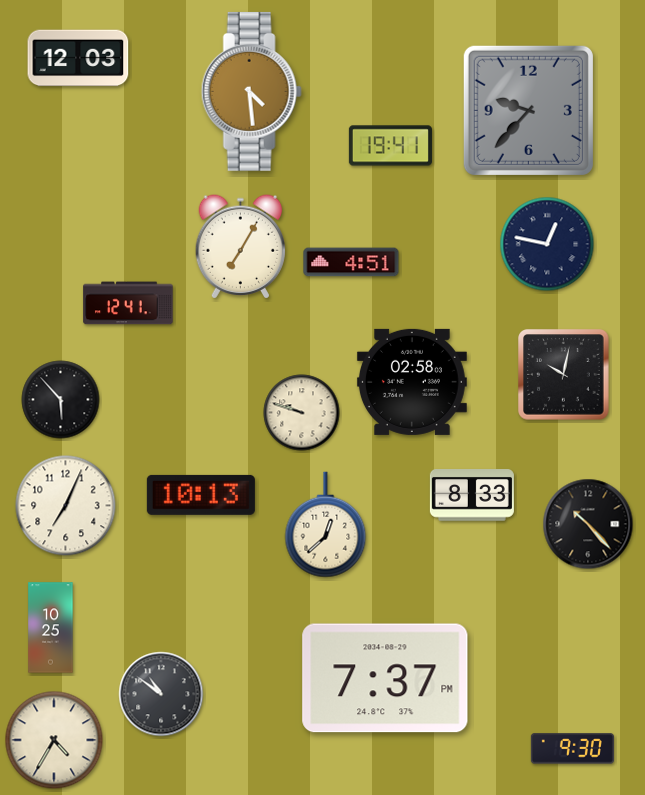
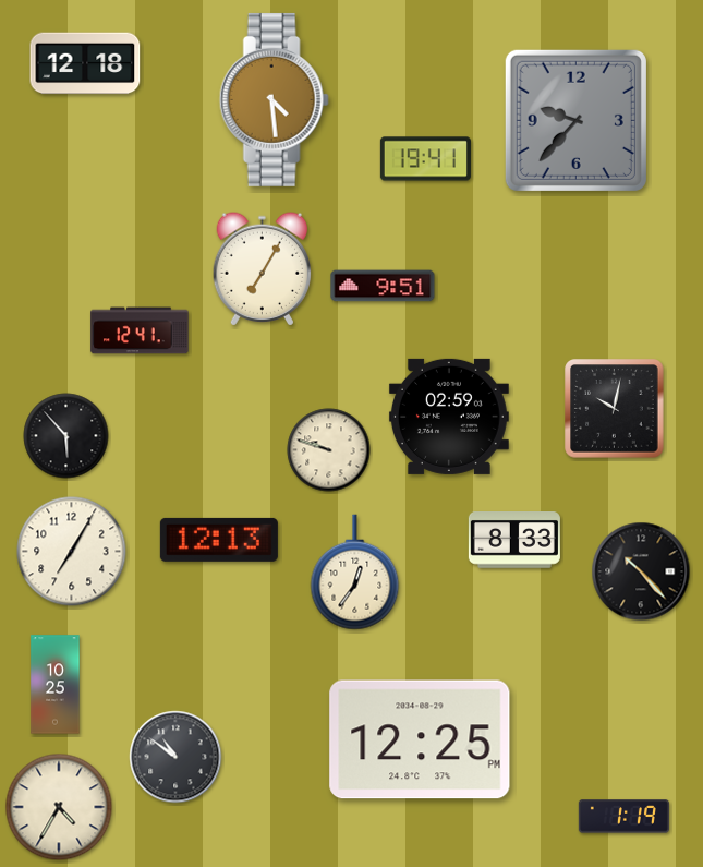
clock at (78, 58): 12:03 -> 12:18
clock at (547, 244): 12:47 -> none
clock at (351, 262): 4:51 -> 9:51
clock at (412, 382): 02:58 -> 02:59
clock at (201, 495): 10:13 -> 12:13
clock at (66, 506): 7:04 -> 7:05
clock at (326, 525): 12:38 -> 12:36
clock at (385, 678): 7:37 -> 12:25
clock at (572, 749): 9:30 -> 1:19
